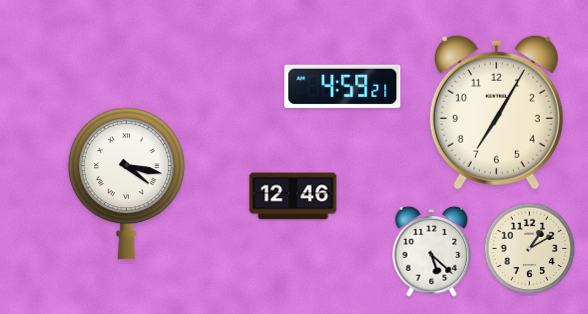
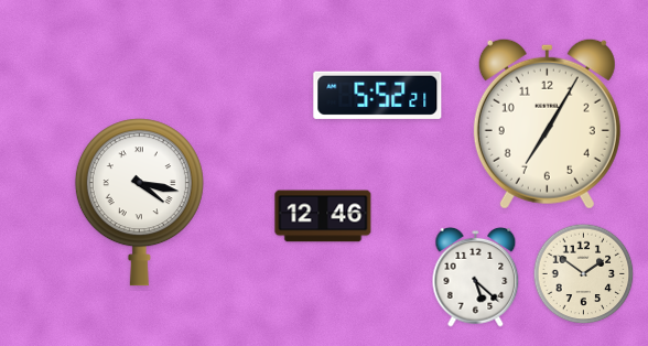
clock at (343, 86): 4:59 -> 5:52
clock at (530, 249): 1:10 -> 1:51
